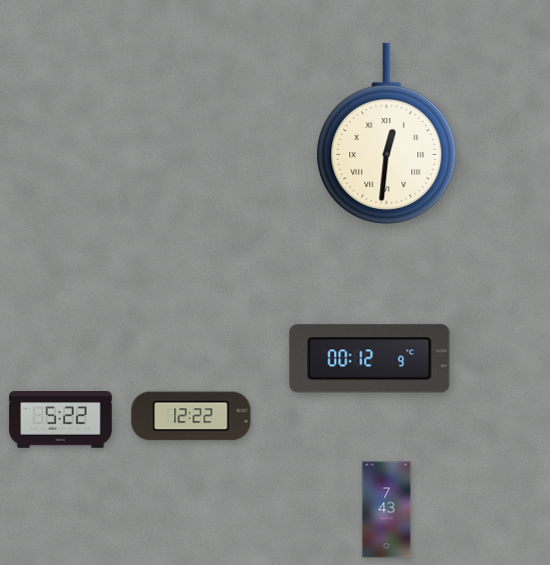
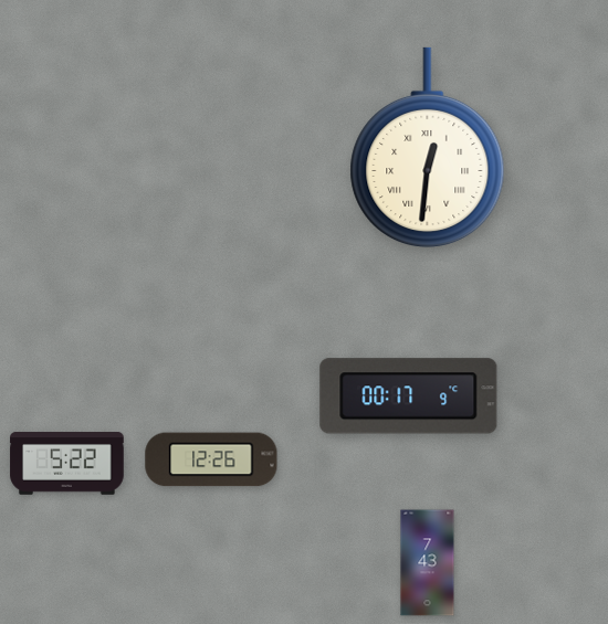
clock at (370, 359): 00:12 -> 00:17
clock at (191, 416): 12:22 -> 12:26
